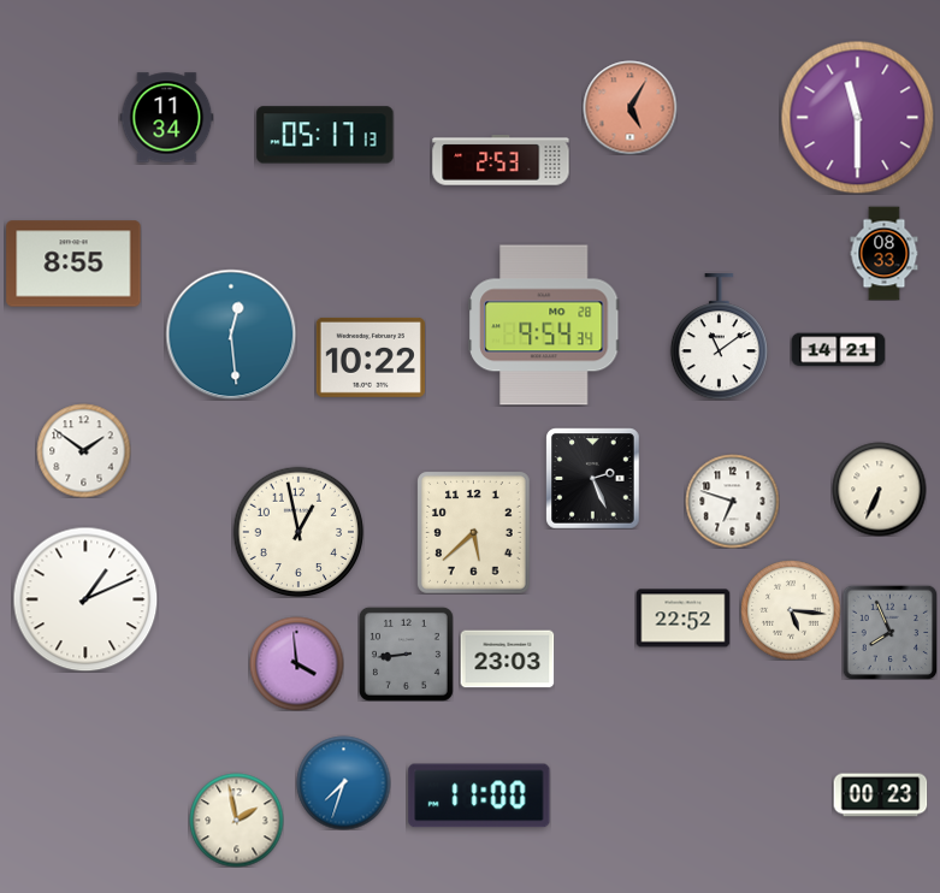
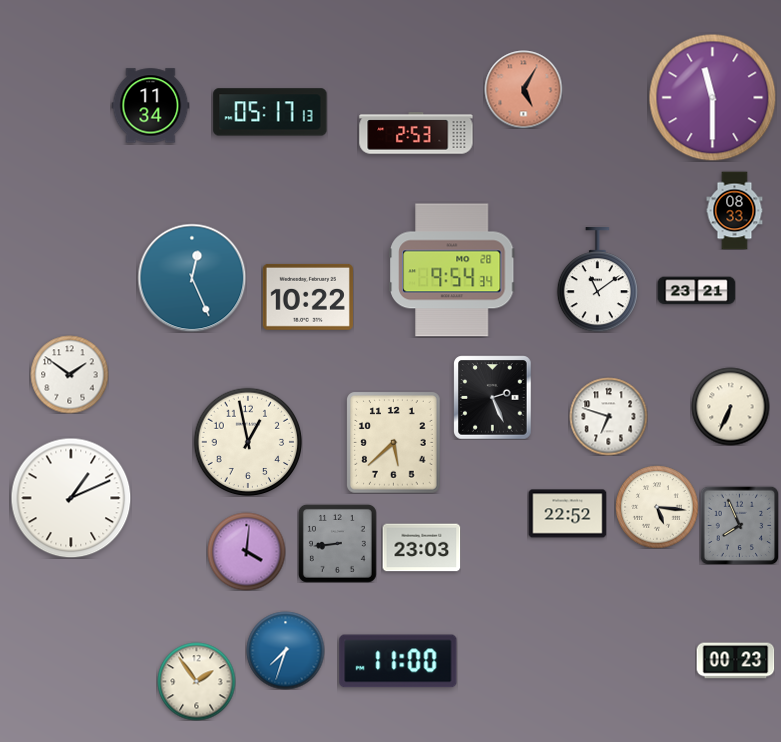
clock at (166, 118) position: (166, 118) -> (150, 106)
clock at (73, 264): 8:55 -> none
clock at (231, 335): 12:29 -> 12:26
clock at (838, 350): 14:21 -> 23:21
clock at (296, 663): 3:59 -> 4:01
clock at (880, 796) position: (880, 796) -> (735, 661)
clock at (236, 820): 1:58 -> 1:54
